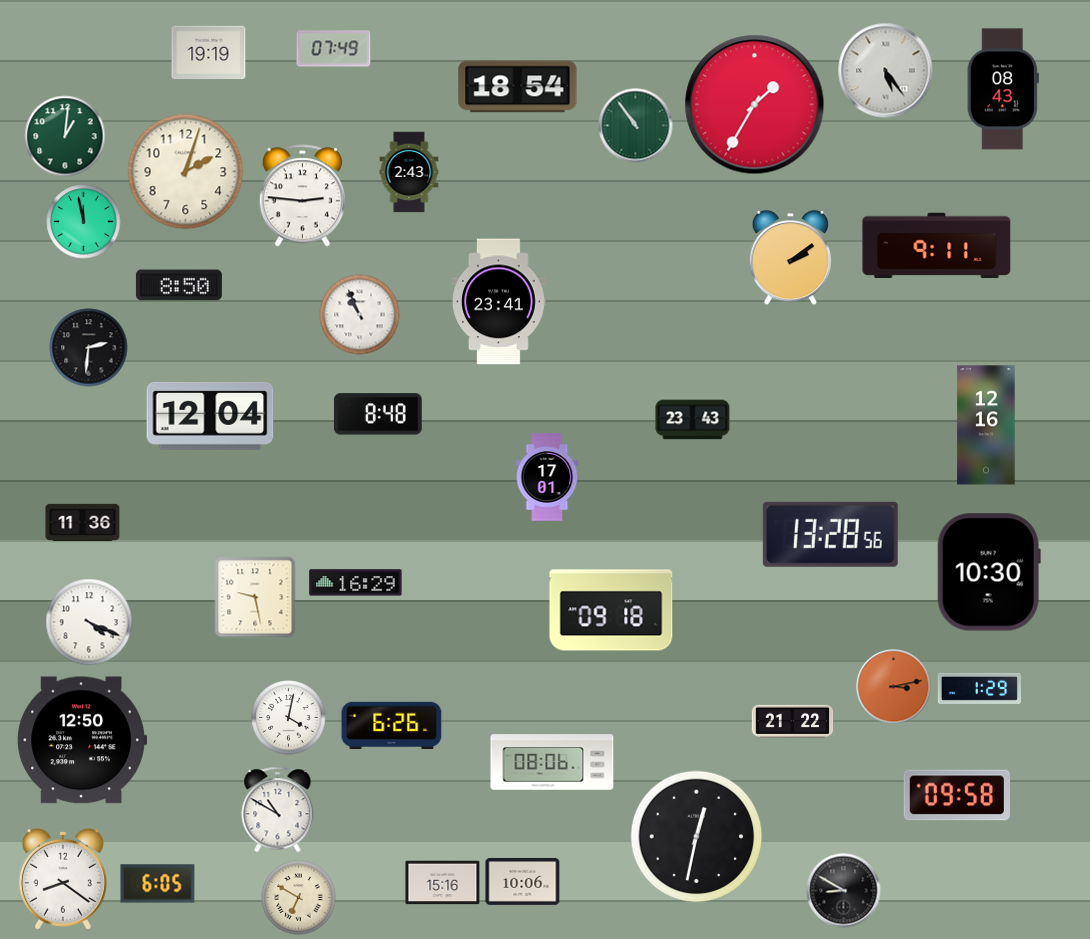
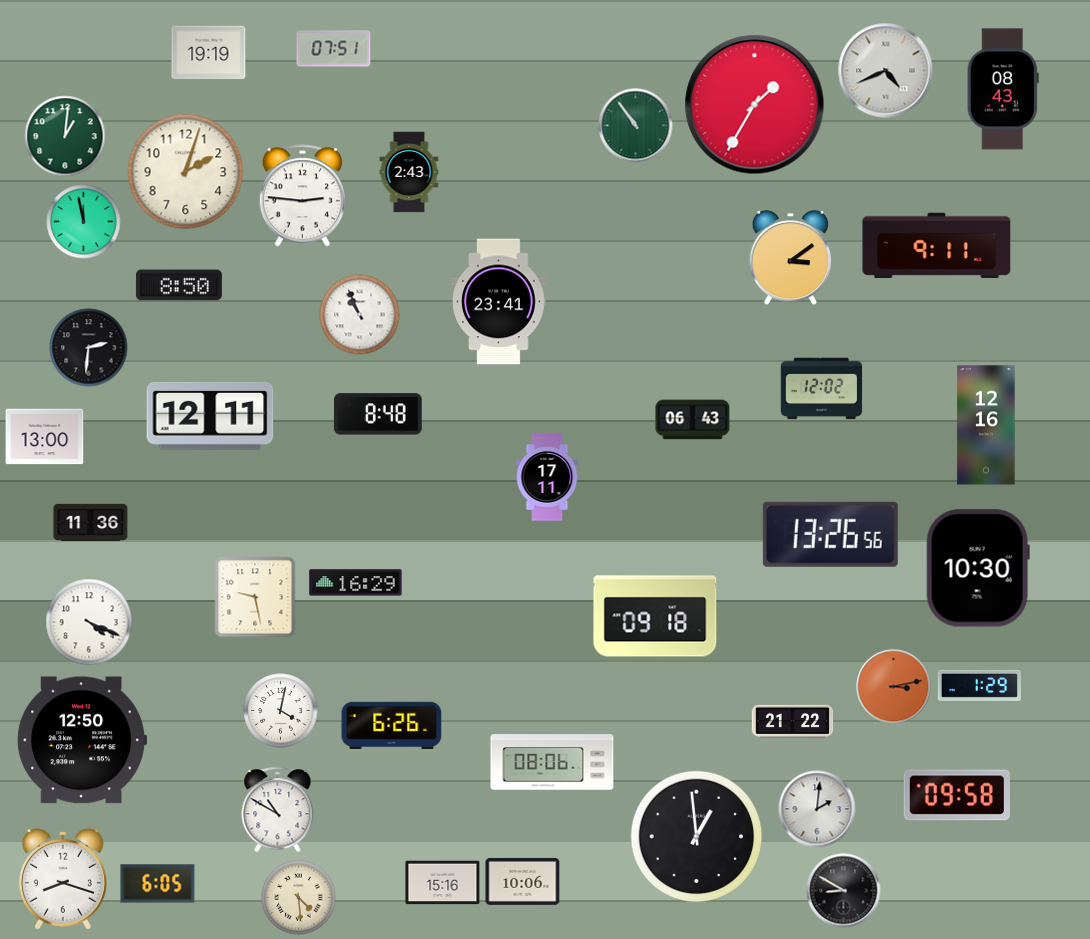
clock at (334, 49): 07:49 -> 07:51
clock at (886, 71): 5:24 -> 4:41
clock at (518, 87): 18:54 -> none
clock at (790, 259): 2:09 -> 3:09
clock at (822, 389): none -> 12:02
clock at (210, 416): 12:04 -> 12:11
clock at (693, 420): 23:43 -> 06:43
clock at (45, 437): none -> 13:00
clock at (547, 477): 17:01 -> 17:11
clock at (83, 523) position: (83, 523) -> (91, 523)
clock at (830, 534): 13:28 -> 13:26
clock at (989, 572) position: (989, 572) -> (978, 568)
clock at (611, 610) position: (611, 610) -> (655, 616)
clock at (979, 688) position: (979, 688) -> (979, 685)
clock at (289, 718) position: (289, 718) -> (281, 711)
clock at (817, 809): none -> 2:01
clock at (697, 837): 12:32 -> 12:59
clock at (63, 879): 8:21 -> 8:18
clock at (299, 898): 6:50 -> 4:29
